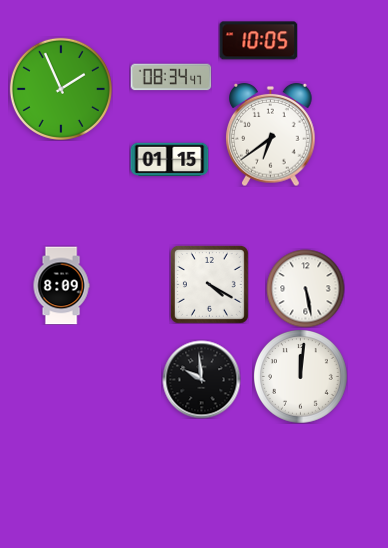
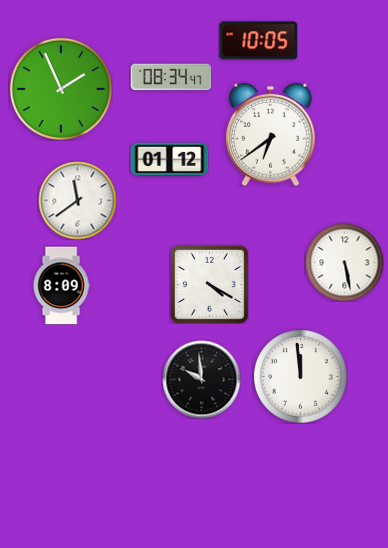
clock at (169, 160): 01:15 -> 01:12
clock at (77, 200): none -> 11:39
clock at (305, 288) position: (305, 288) -> (344, 262)
clock at (301, 377): 12:01 -> 11:59
